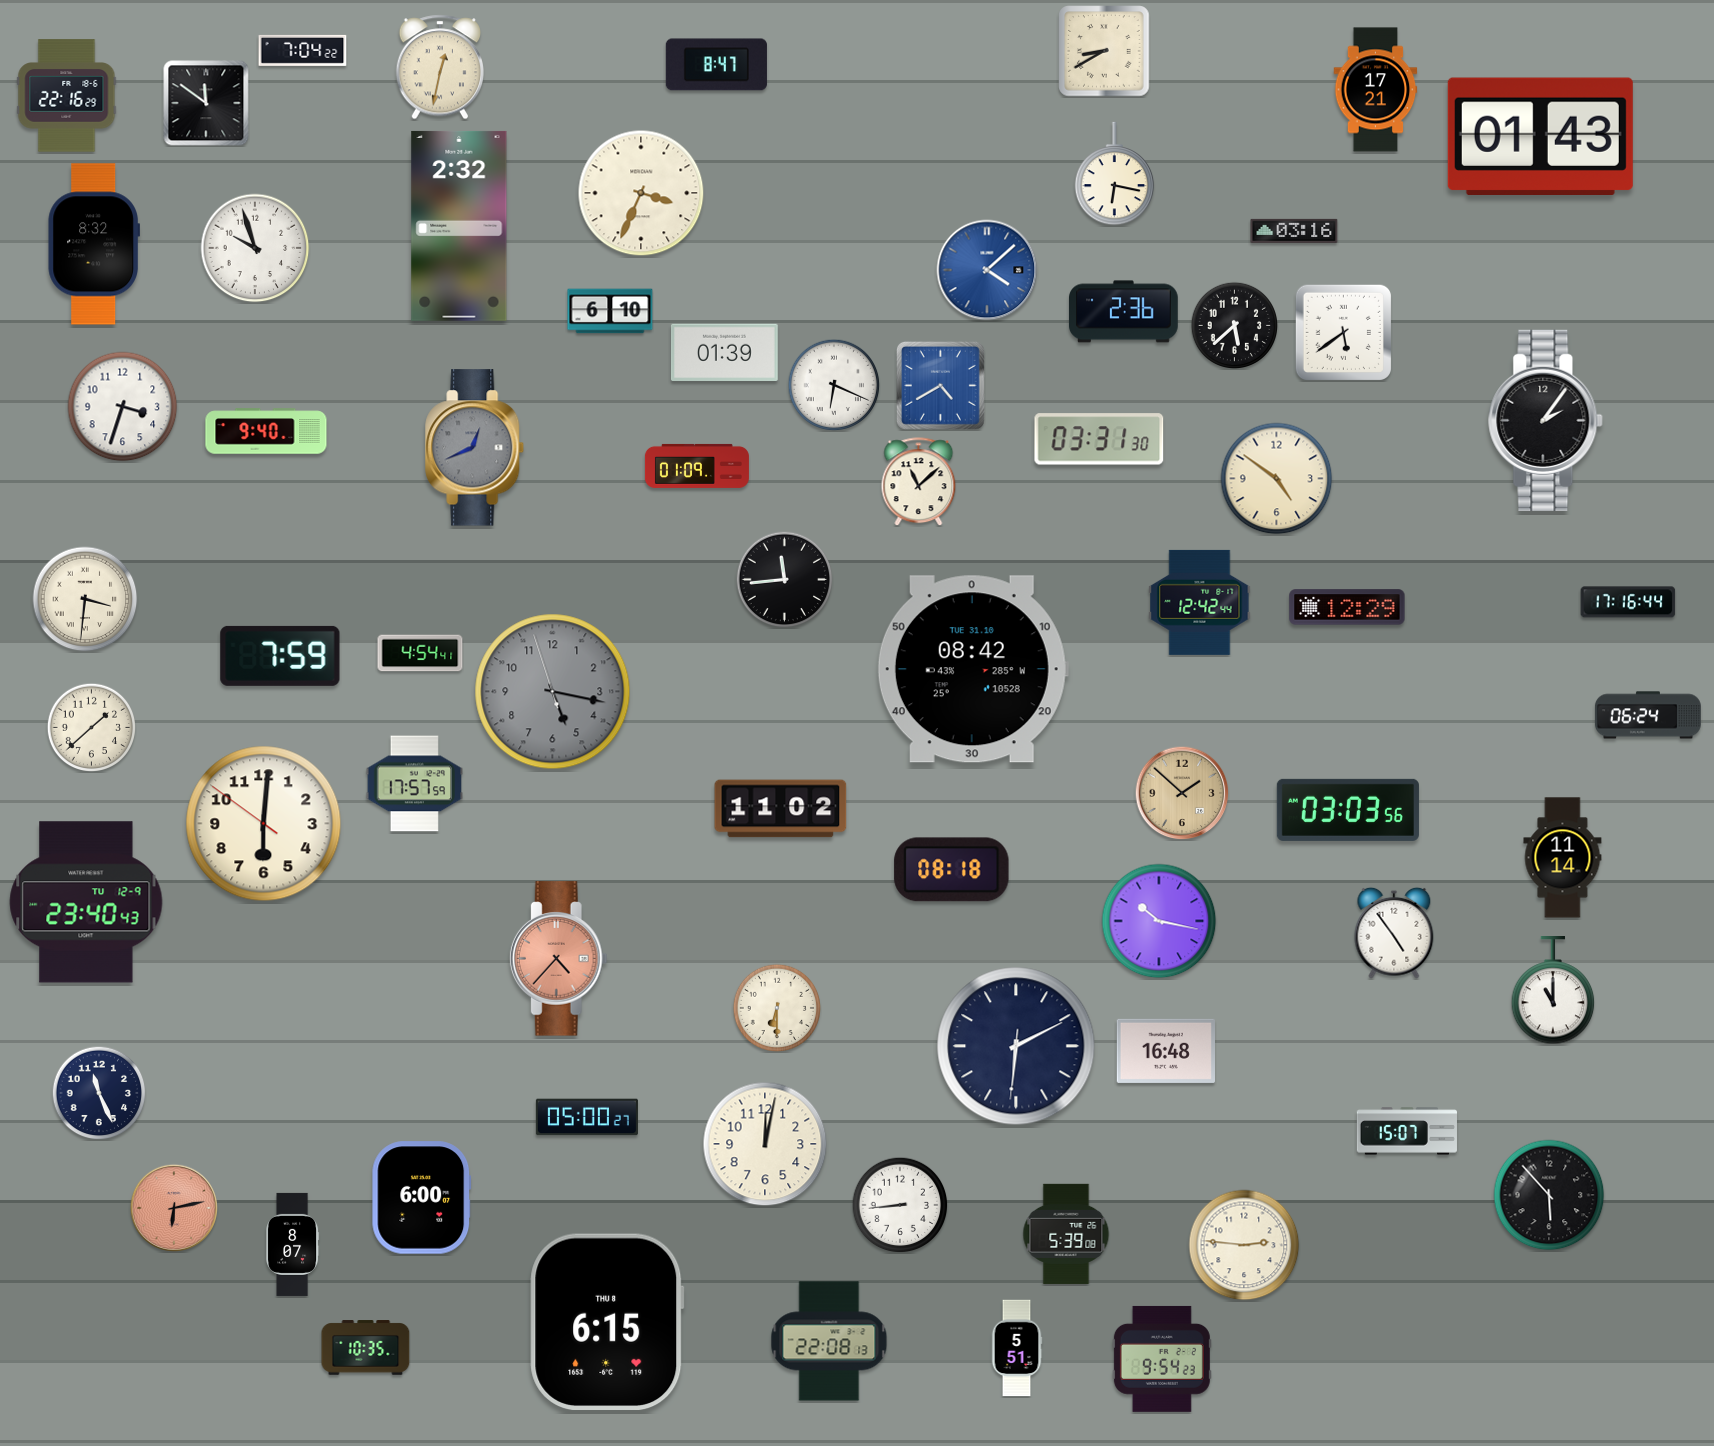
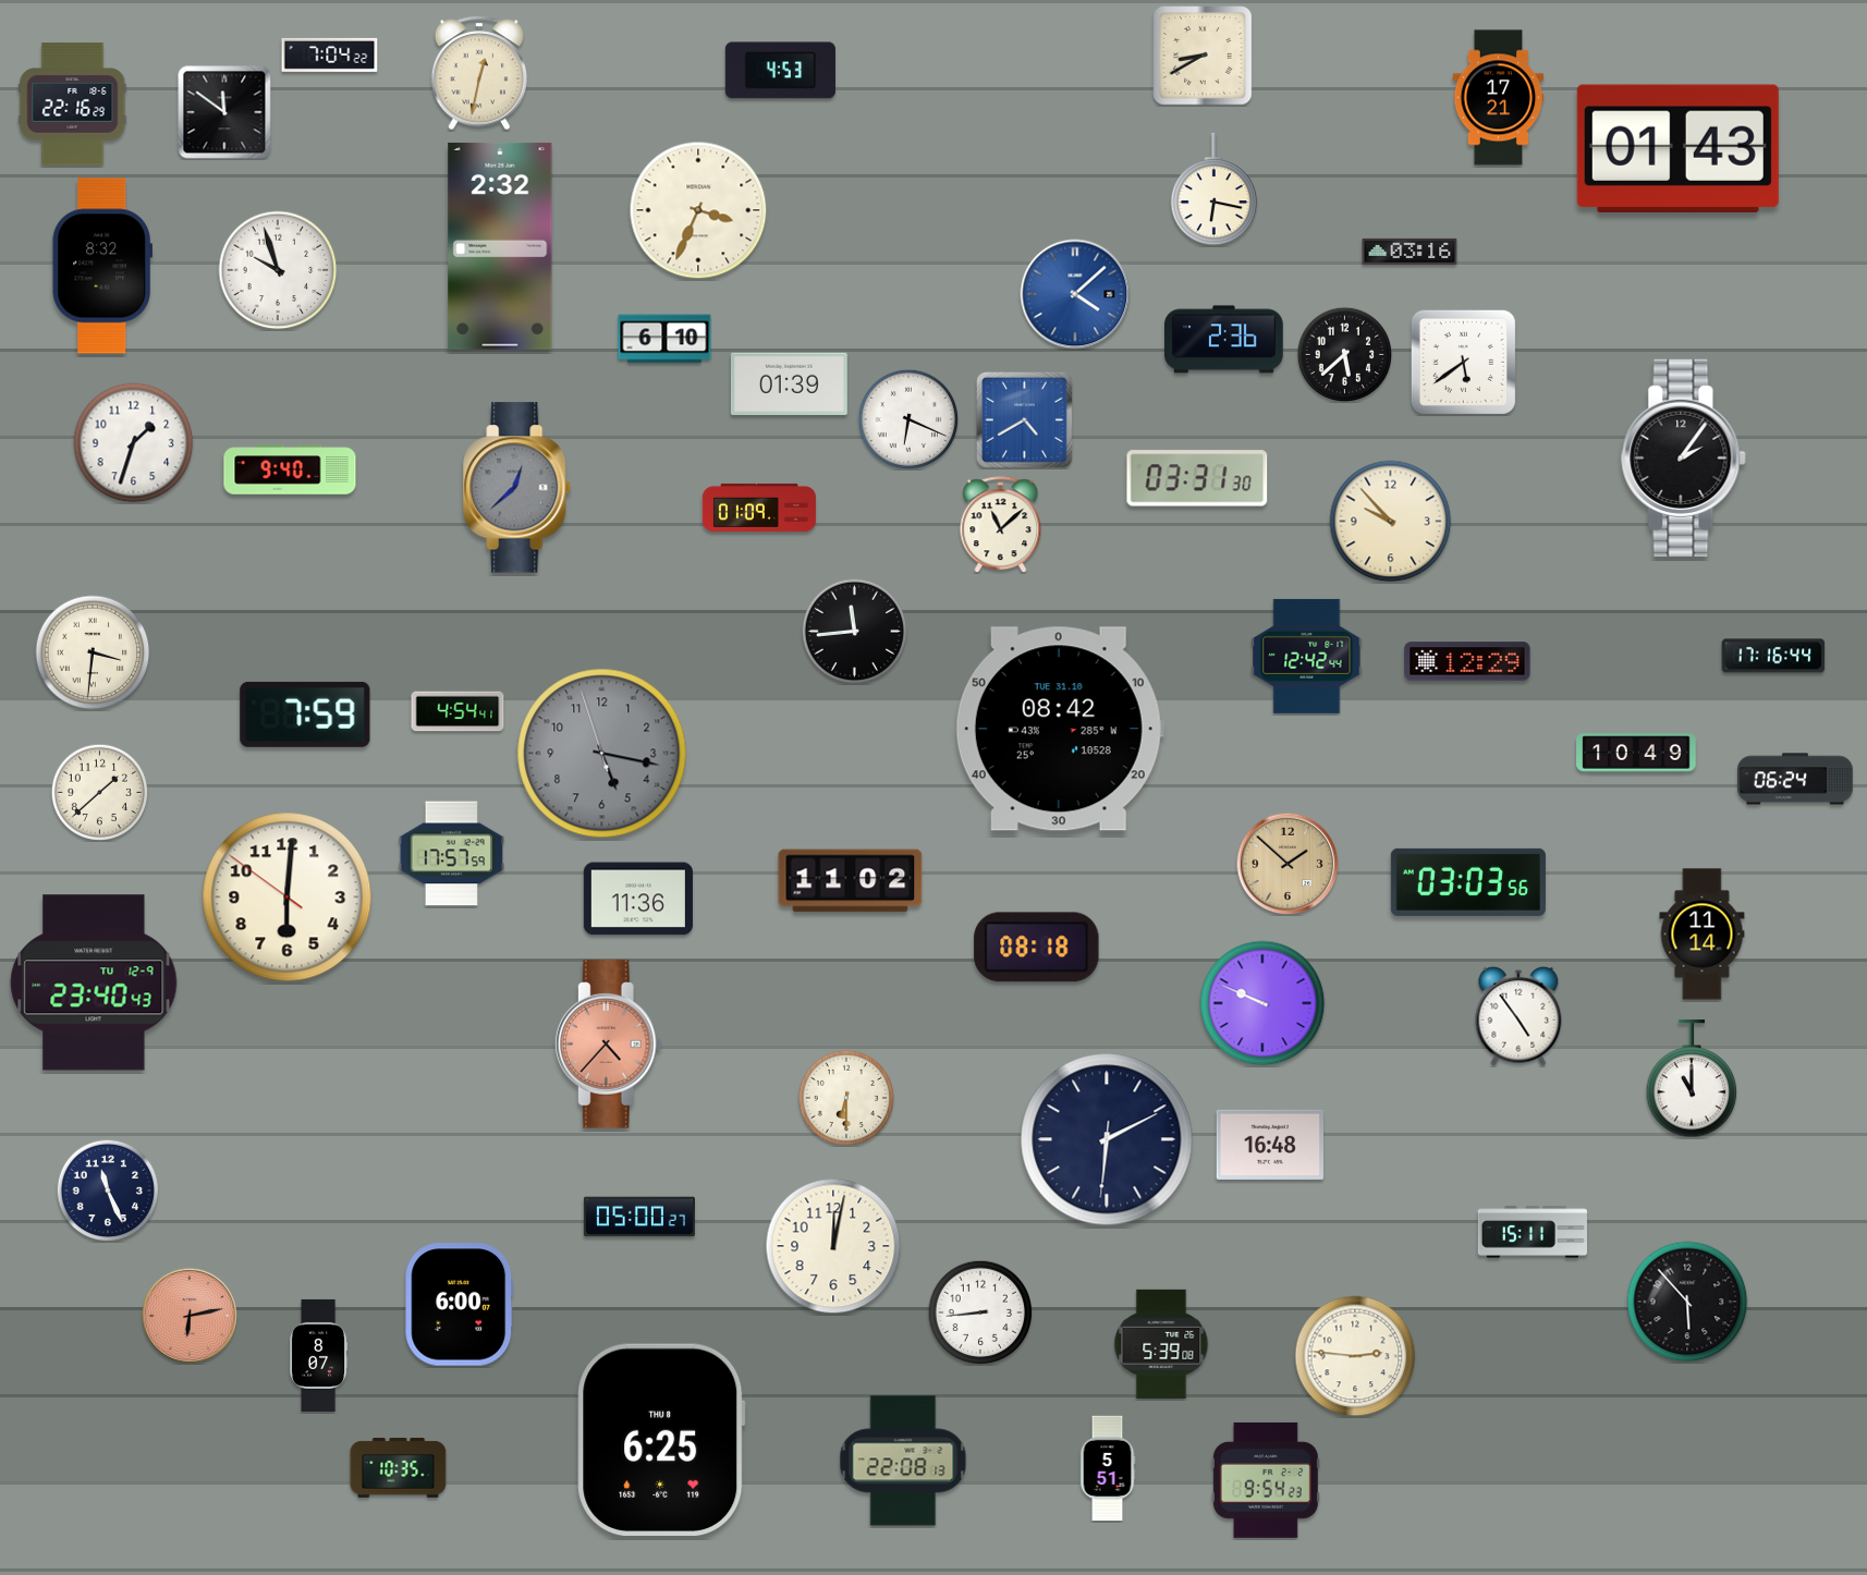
clock at (716, 65): 8:47 -> 4:53
clock at (123, 407): 3:33 -> 1:33
clock at (475, 448): 12:41 -> 12:38
clock at (1277, 479): 4:51 -> 9:53
clock at (1636, 753): none -> 10:49
clock at (638, 899): none -> 11:36
clock at (1159, 921): 10:17 -> 9:49
clock at (1407, 1131): 15:07 -> 15:11
clock at (607, 1321): 6:15 -> 6:25
